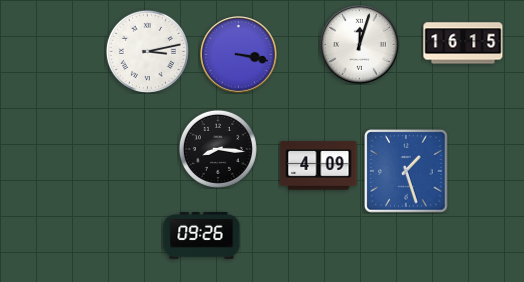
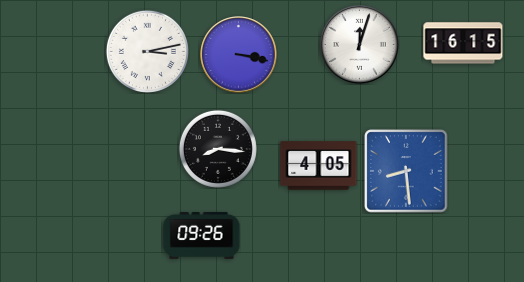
clock at (319, 166): 4:09 -> 4:05
clock at (406, 171): 1:27 -> 8:29
